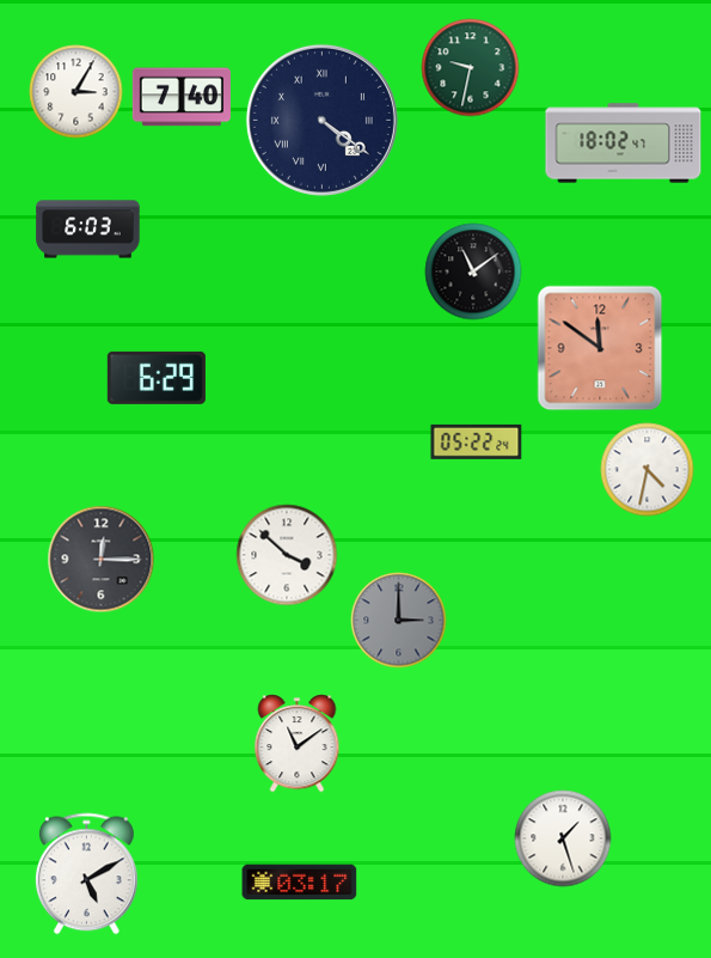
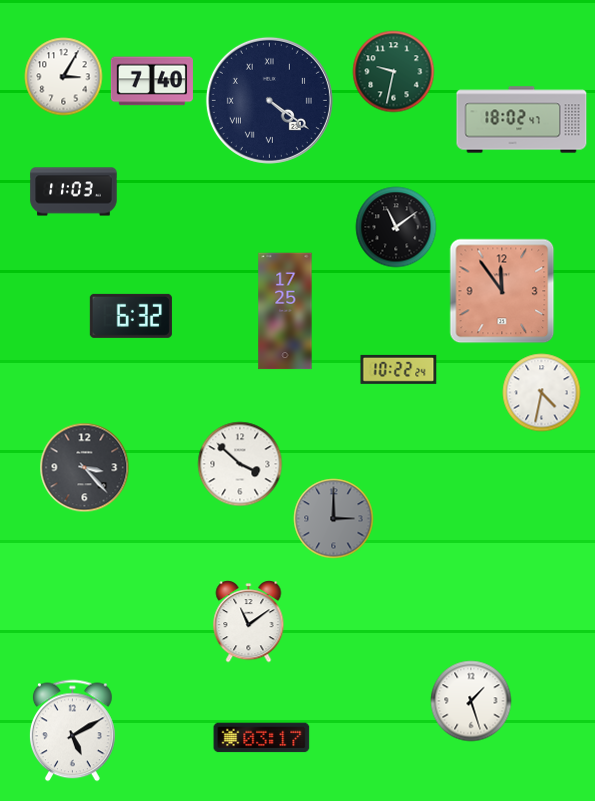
clock at (471, 68) position: (471, 68) -> (394, 72)
clock at (88, 230): 6:03 -> 11:03
clock at (600, 348): 11:51 -> 11:54
clock at (285, 311): none -> 17:25
clock at (157, 378): 6:29 -> 6:32
clock at (477, 441): 05:22 -> 10:22
clock at (102, 560): 12:15 -> 3:23
clock at (300, 883) position: (300, 883) -> (262, 738)
